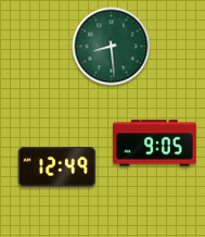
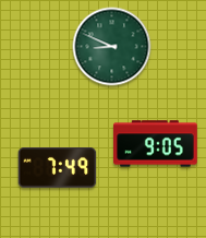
clock at (112, 47): 8:29 -> 8:49
clock at (57, 167): 12:49 -> 7:49
